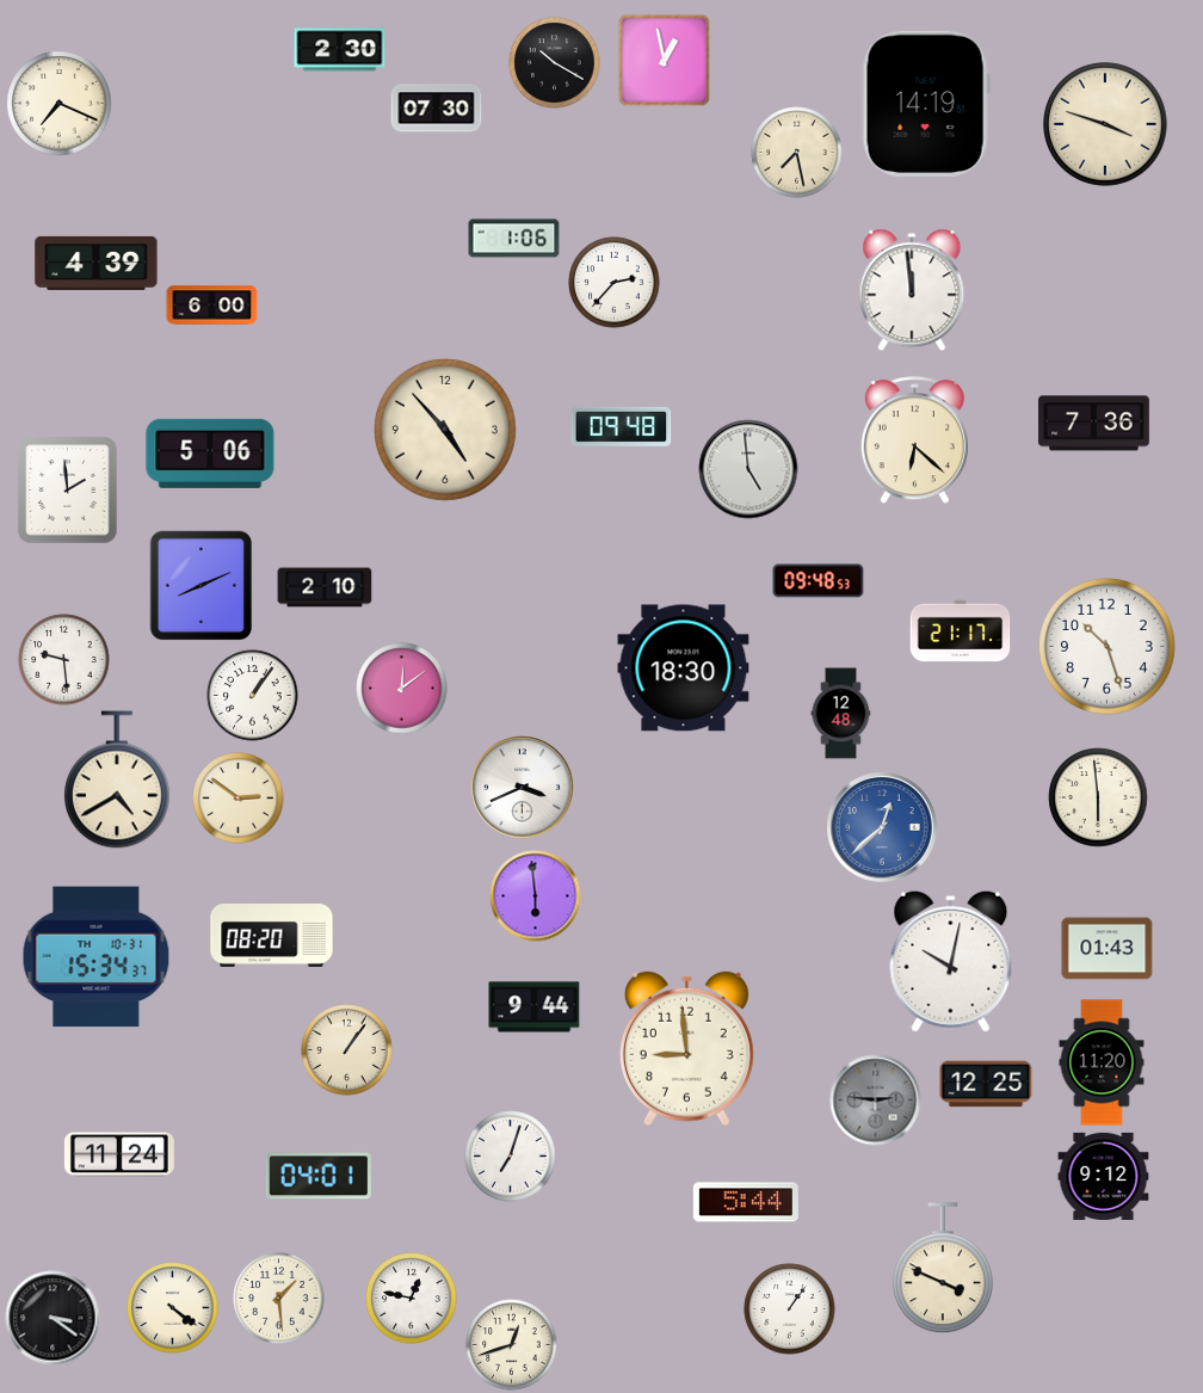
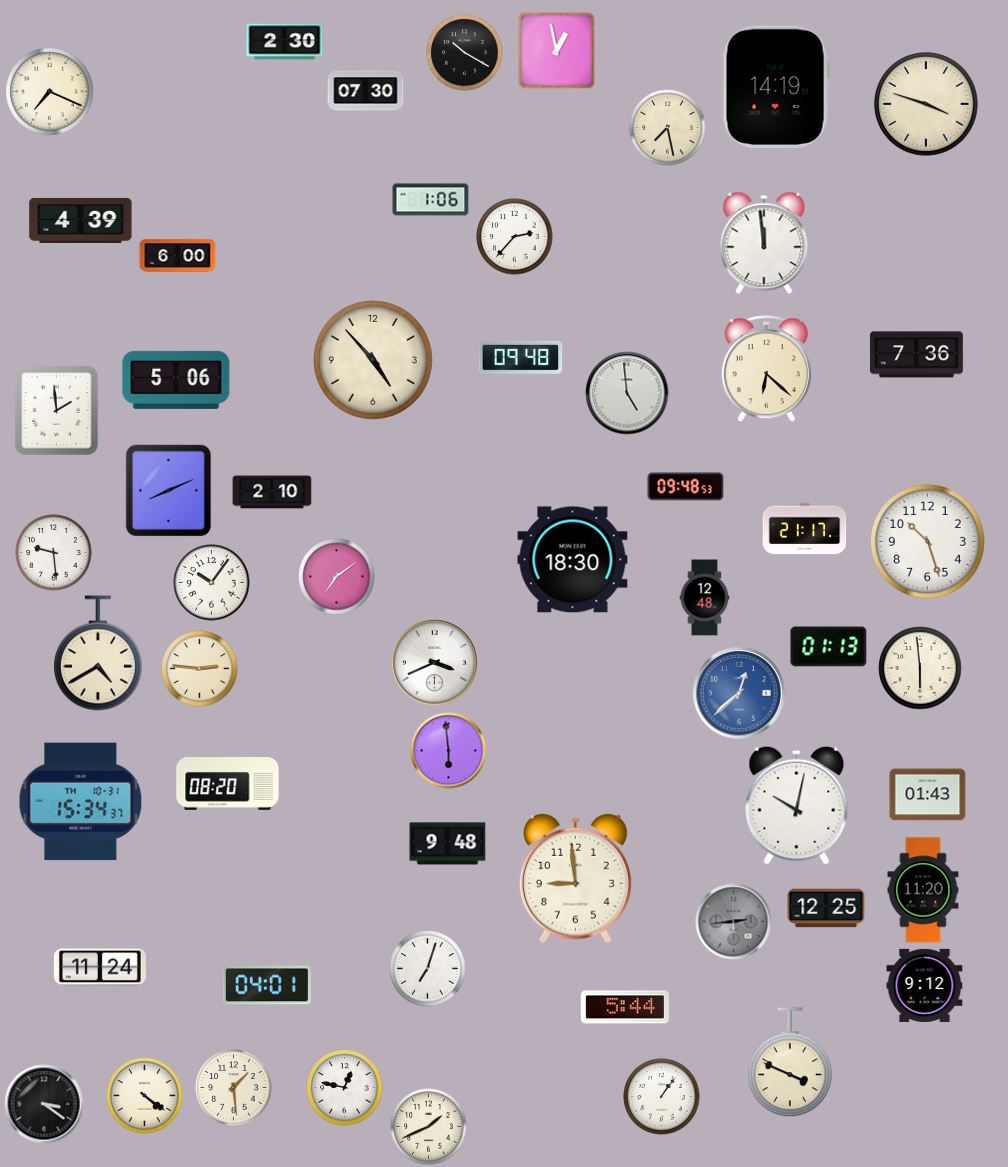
clock at (60, 104) position: (60, 104) -> (50, 92)
clock at (402, 689): 12:09 -> 7:09
clock at (253, 696): 1:06 -> 10:06
clock at (829, 647): none -> 01:13
clock at (523, 788) position: (523, 788) -> (435, 663)
clock at (239, 799): 2:51 -> 2:46
clock at (535, 1007): 9:44 -> 9:48
clock at (347, 1050): 1:06 -> none
clock at (876, 1101): 2:46 -> 2:44
clock at (512, 1345): 12:42 -> 1:41
